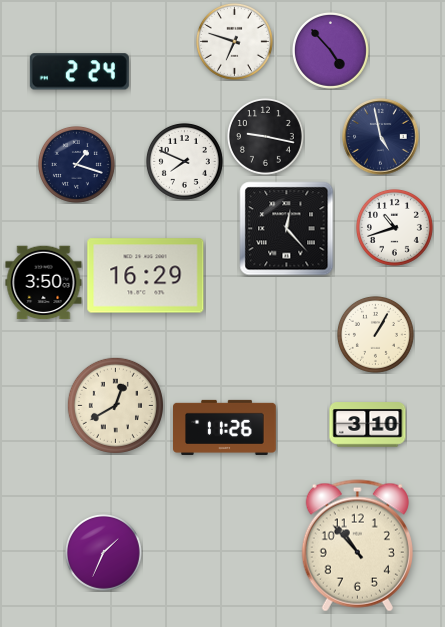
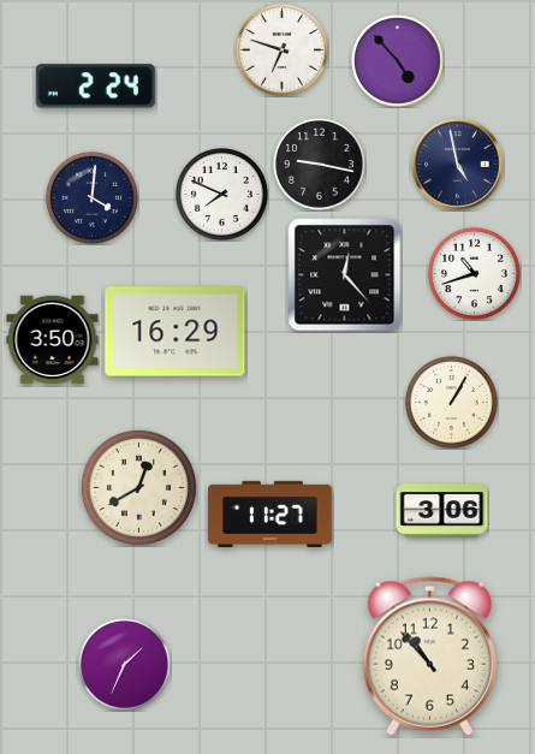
clock at (76, 164): 1:18 -> 4:01
clock at (368, 425): 3:10 -> 3:06
clock at (225, 427): 11:26 -> 11:27
